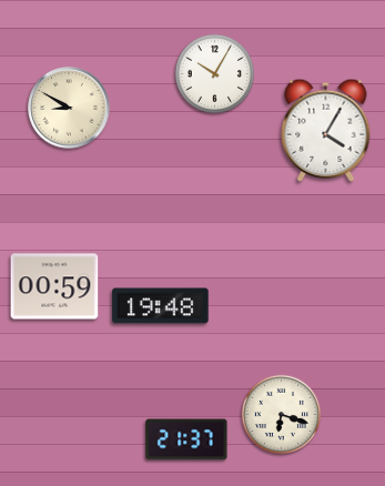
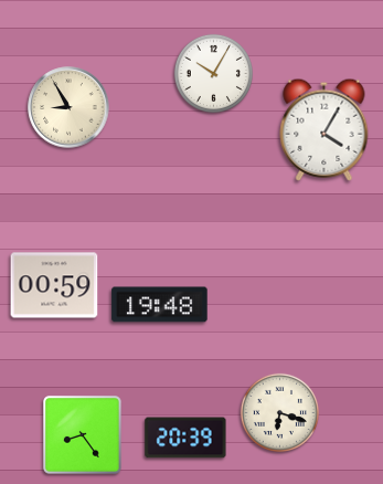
clock at (69, 108): 8:50 -> 8:55
clock at (83, 435): none -> 8:24
clock at (186, 439): 21:37 -> 20:39
